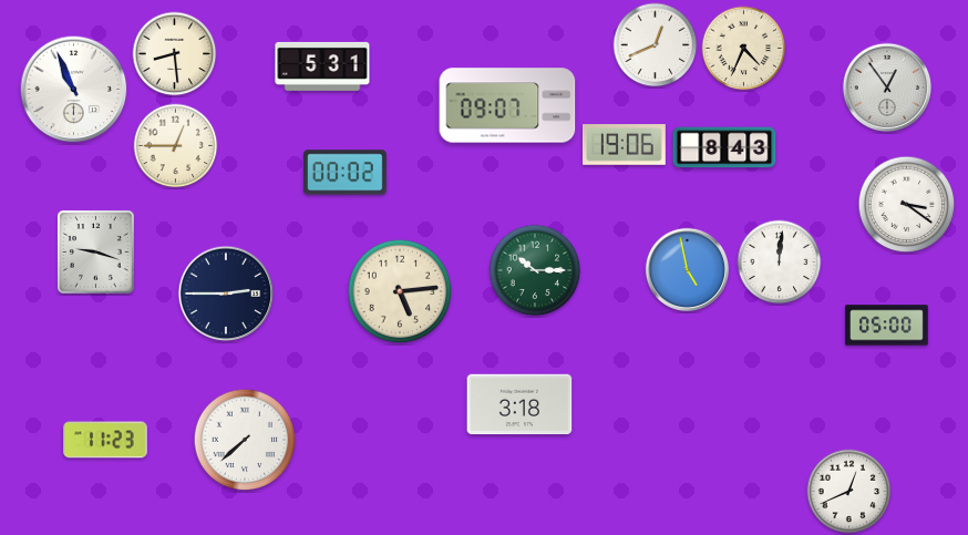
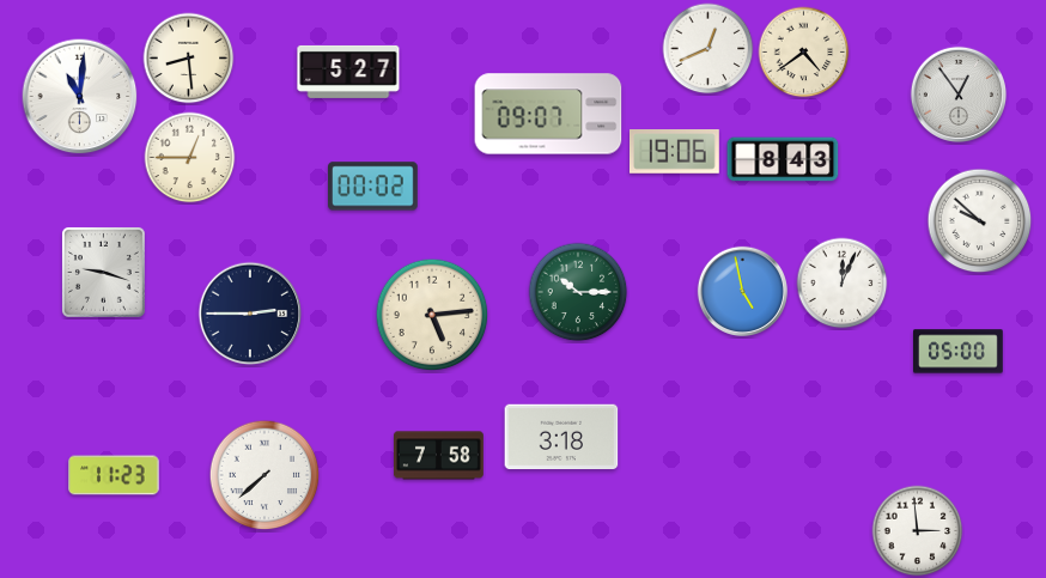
clock at (744, 49): 4:34 -> 4:39
clock at (322, 66): 5:31 -> 5:27
clock at (74, 90): 10:56 -> 11:01
clock at (625, 145) position: (625, 145) -> (675, 152)
clock at (907, 205): 3:21 -> 9:52
clock at (780, 263): 12:01 -> 12:04
clock at (226, 294) position: (226, 294) -> (250, 314)
clock at (439, 456): none -> 7:58
clock at (849, 492): 12:41 -> 2:59
